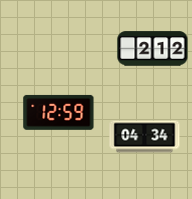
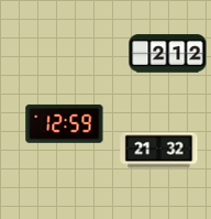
clock at (145, 137): 04:34 -> 21:32
